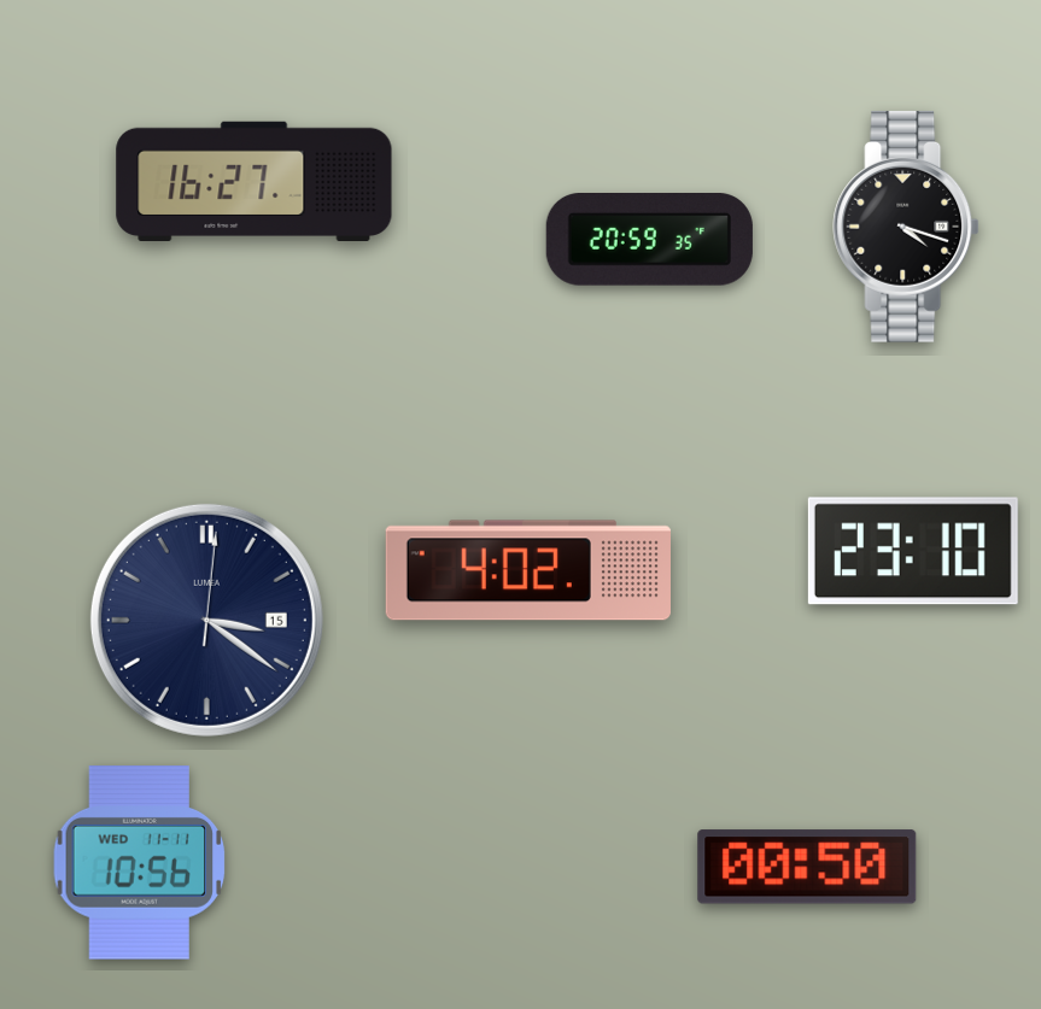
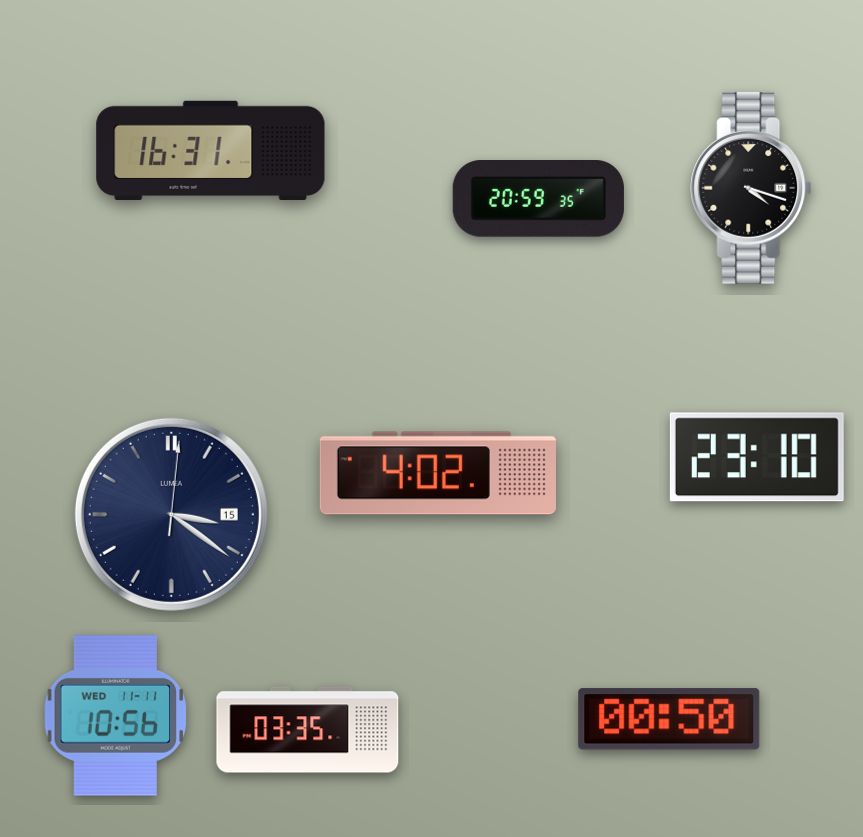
clock at (255, 181): 16:27 -> 16:31
clock at (308, 730): none -> 03:35
